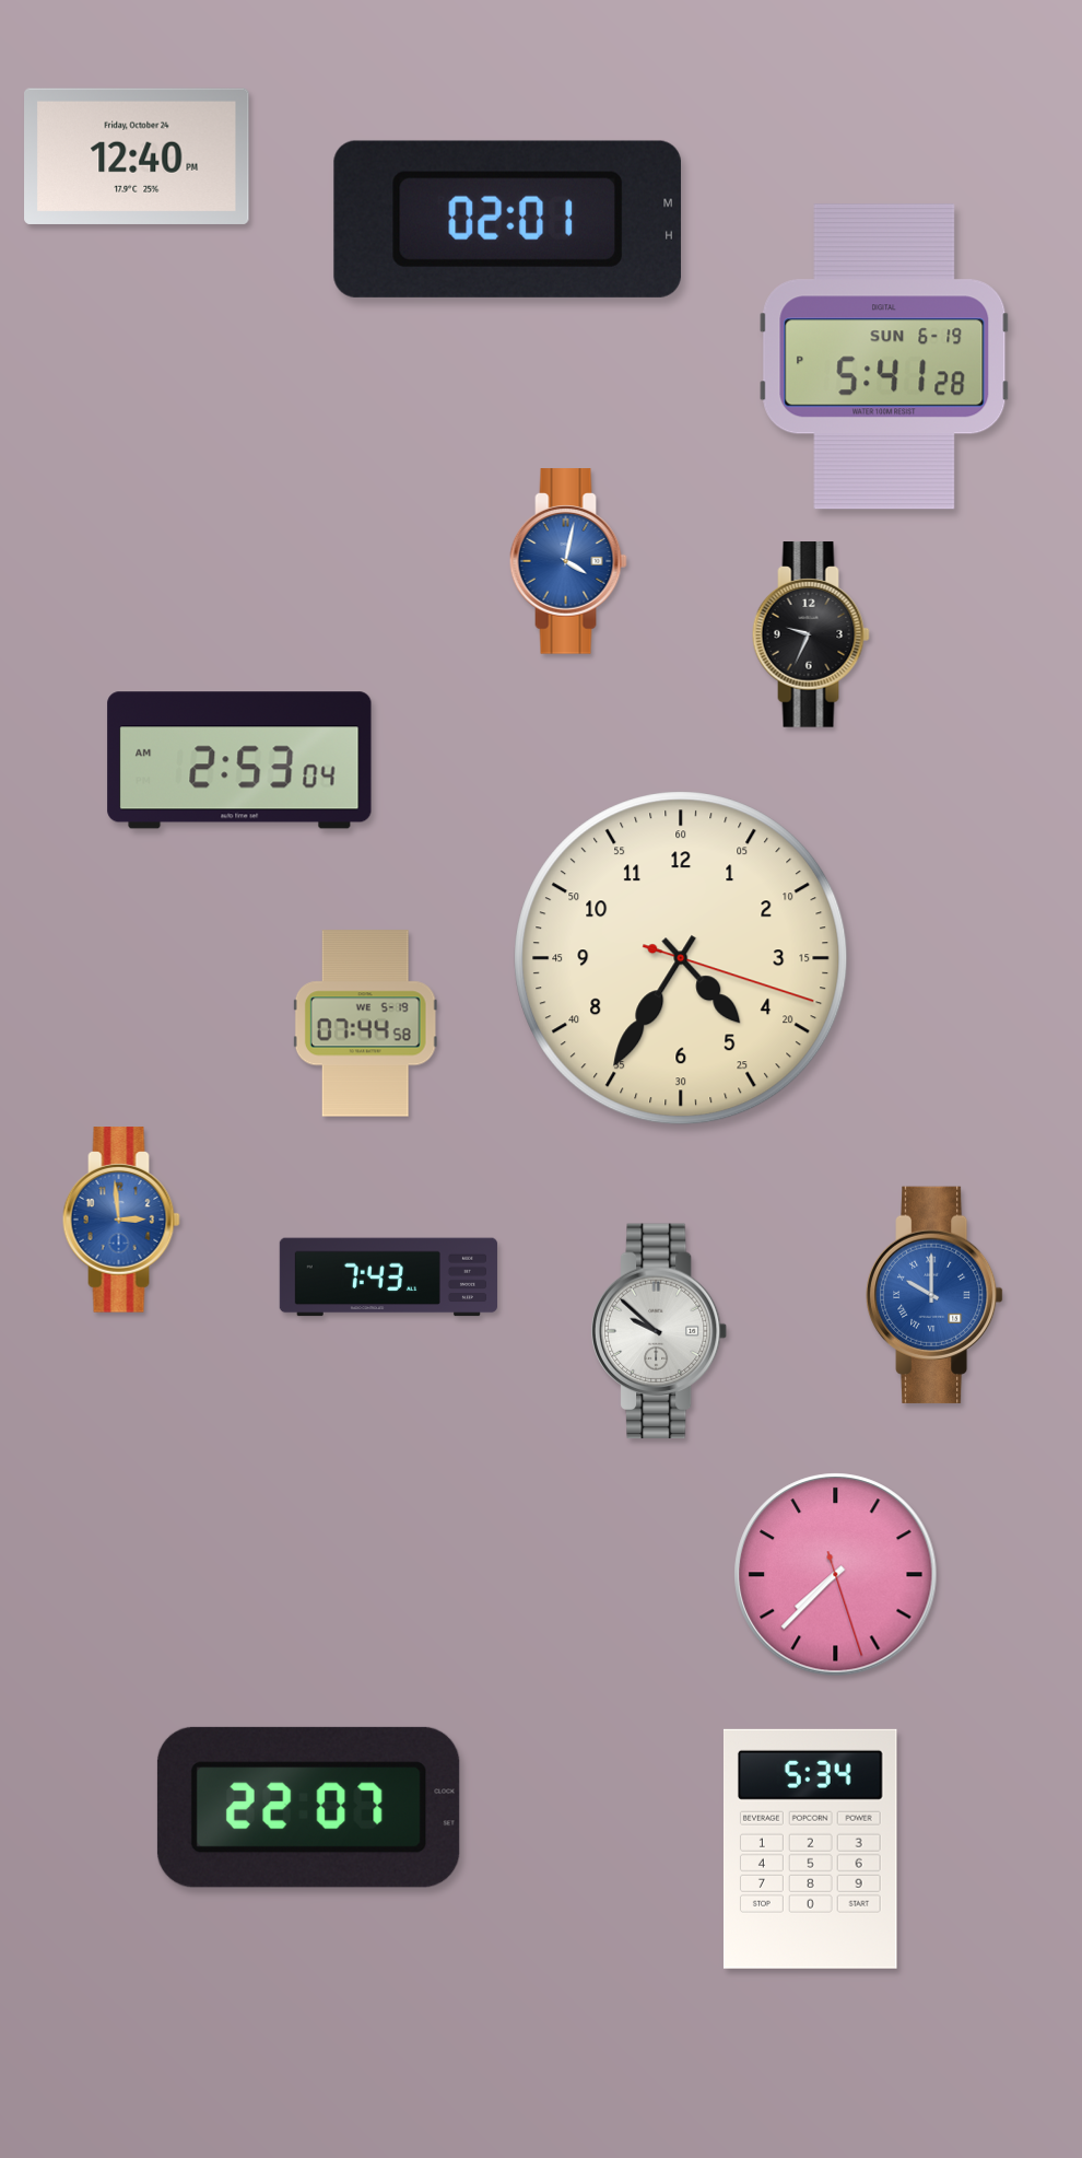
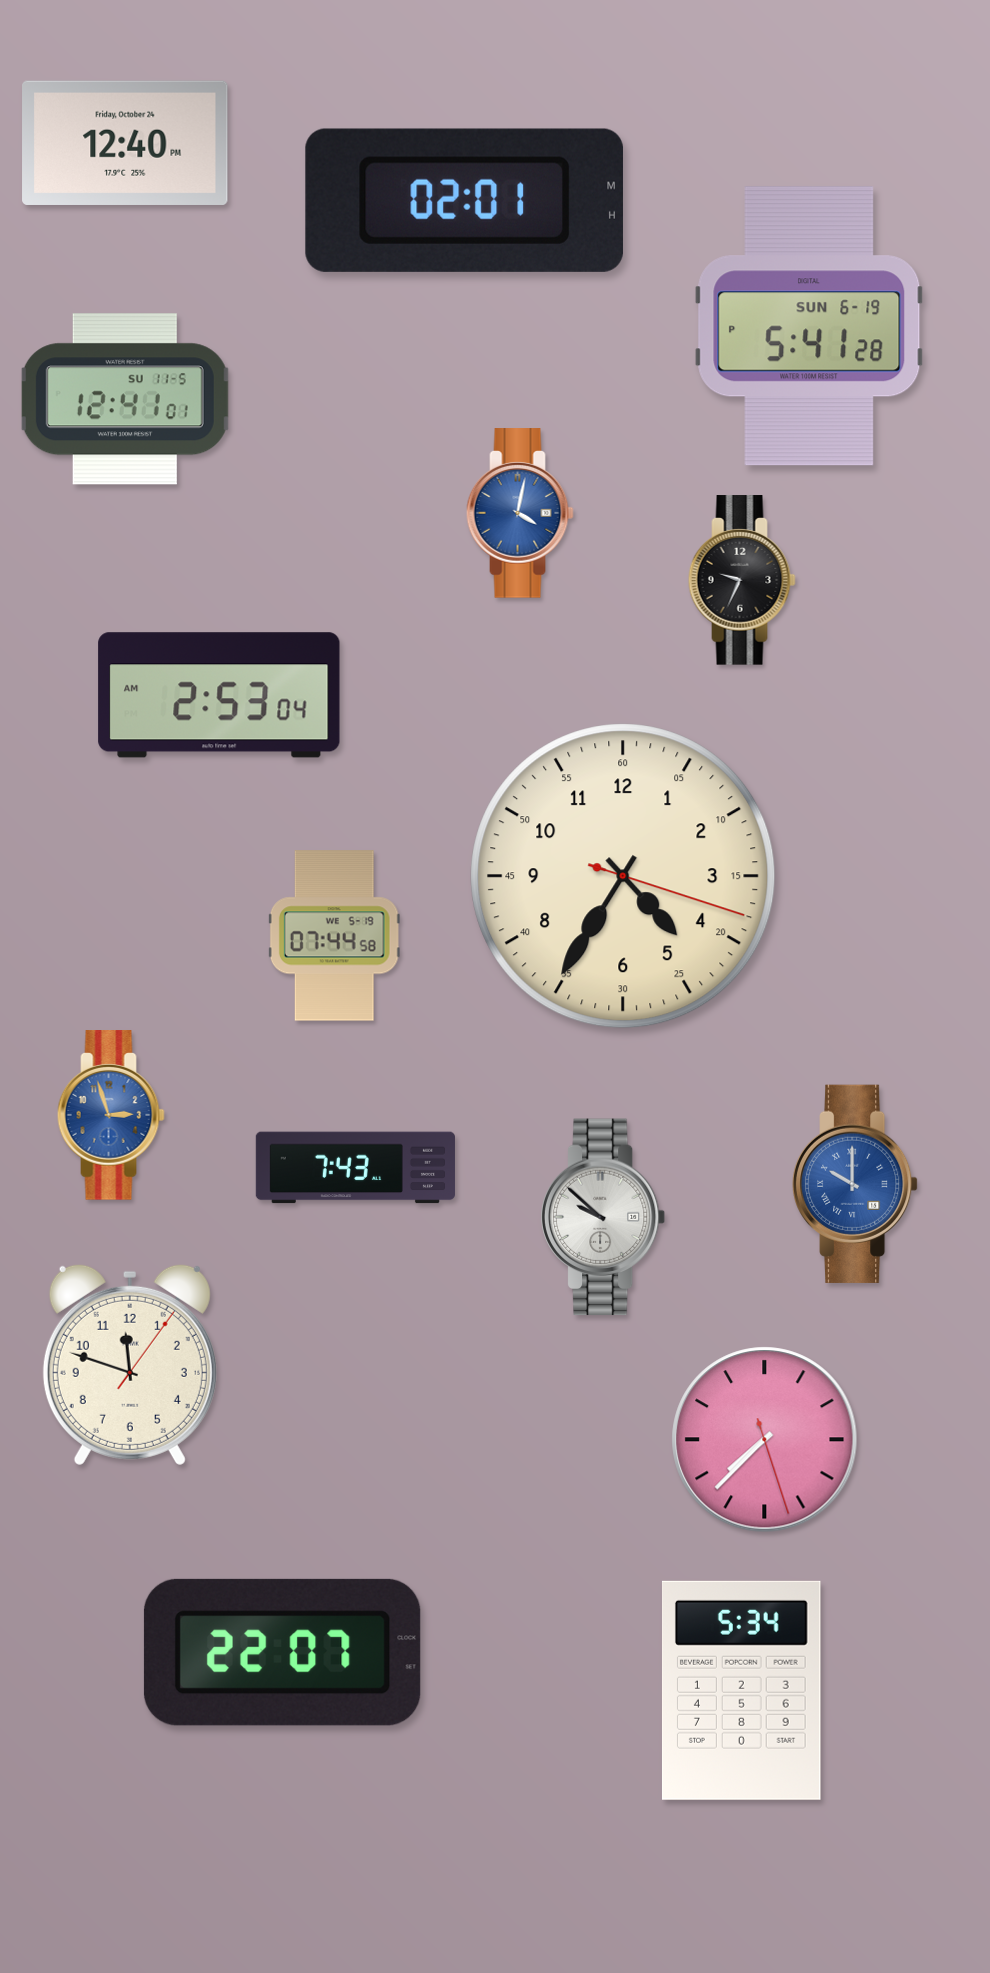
clock at (125, 399): none -> 12:41
clock at (121, 1220): 2:59 -> 2:57
clock at (130, 1364): none -> 11:48
